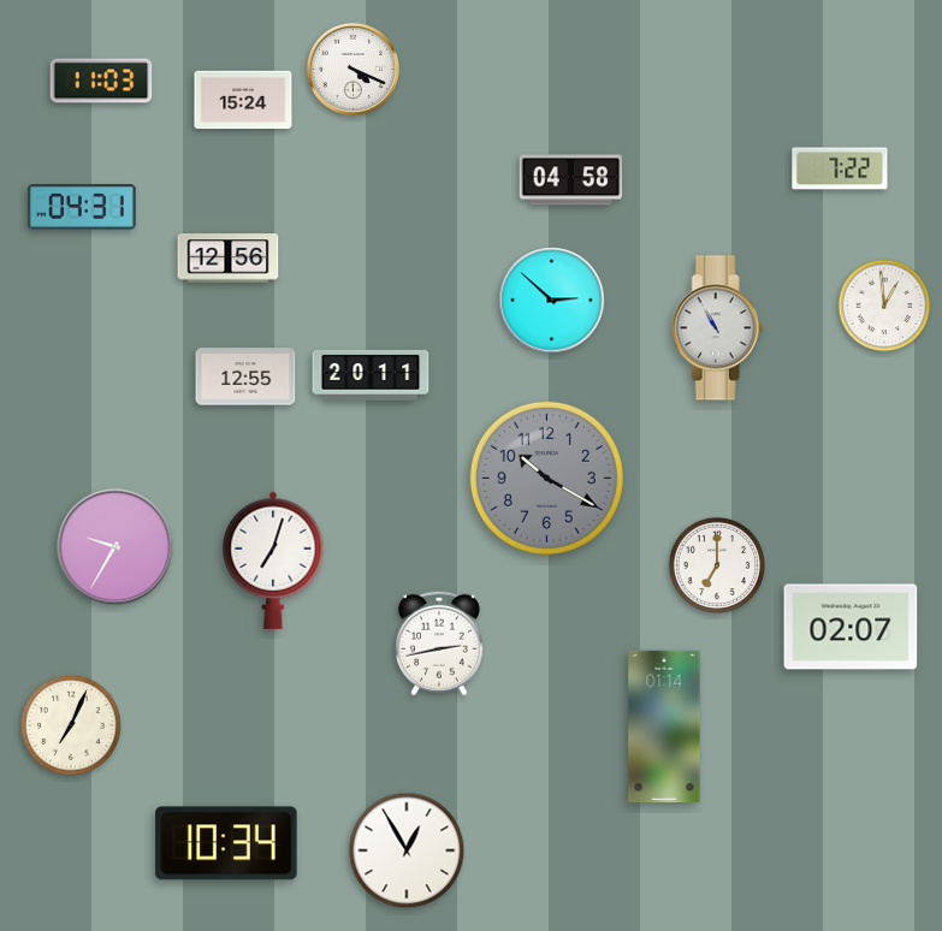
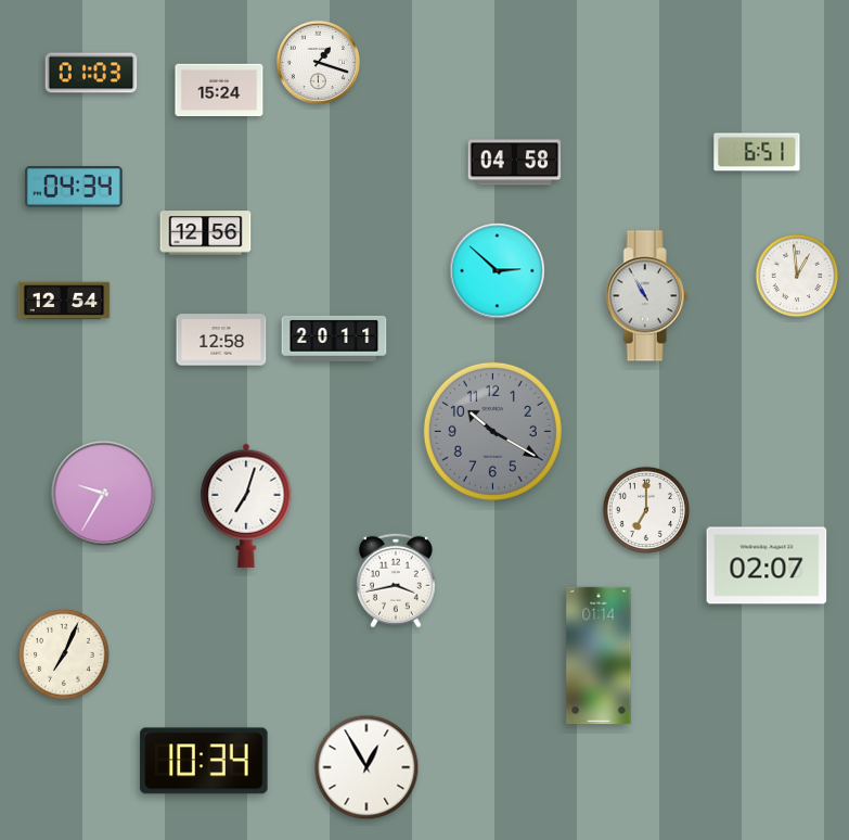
clock at (352, 69): 4:19 -> 1:18
clock at (101, 81): 11:03 -> 01:03
clock at (840, 168): 7:22 -> 6:51
clock at (82, 208): 04:31 -> 04:34
clock at (64, 301): none -> 12:54
clock at (245, 376): 12:55 -> 12:58
clock at (439, 644): 2:43 -> 3:43
